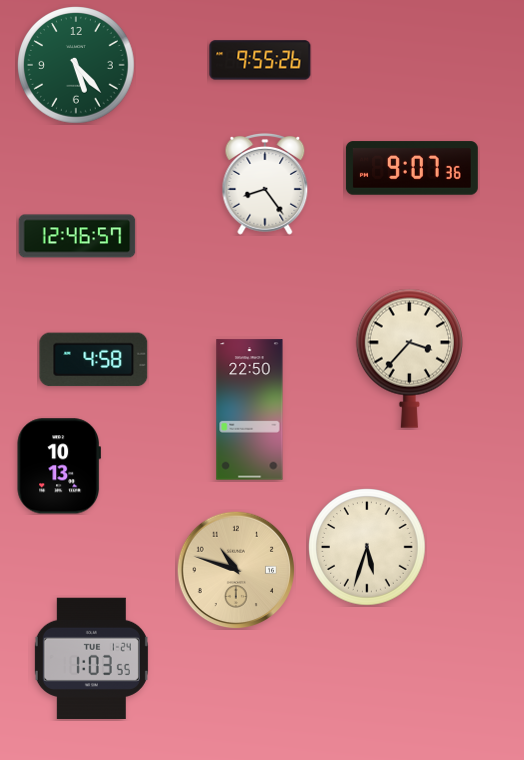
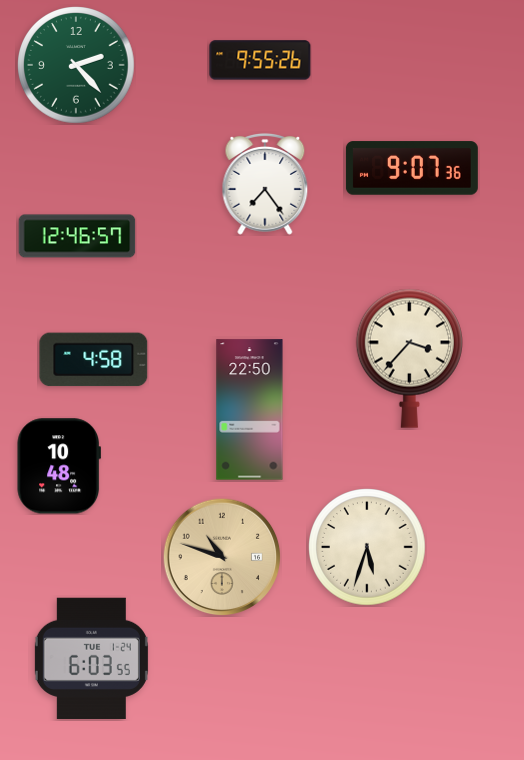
clock at (76, 65): 5:23 -> 2:23
clock at (265, 184): 8:24 -> 7:24
clock at (58, 466): 10:13 -> 10:48
clock at (236, 570) position: (236, 570) -> (222, 557)
clock at (91, 658): 1:03 -> 6:03
